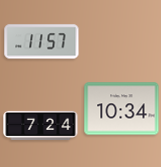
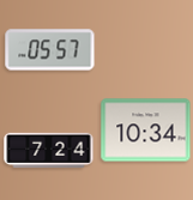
clock at (42, 42): 11:57 -> 05:57
